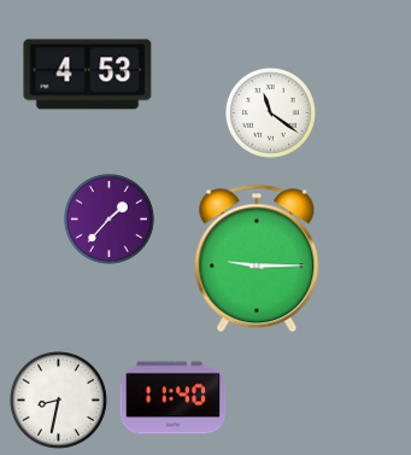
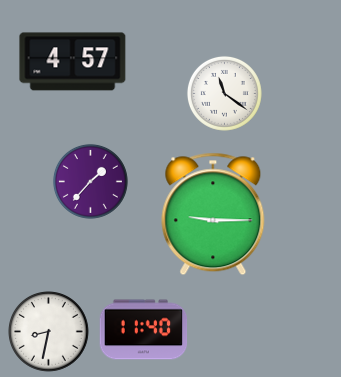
clock at (88, 75): 4:53 -> 4:57
